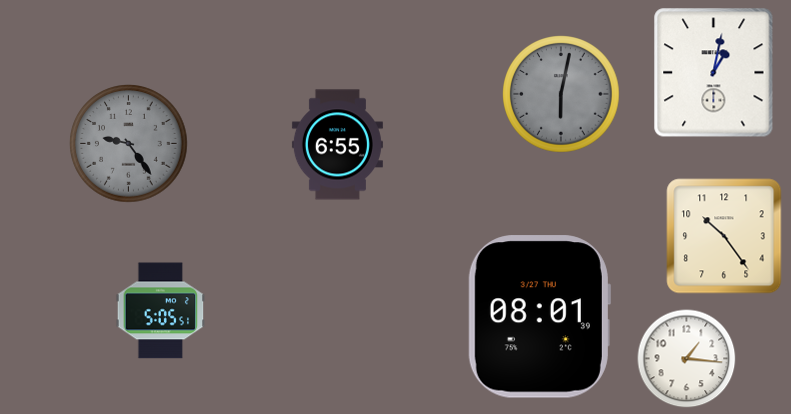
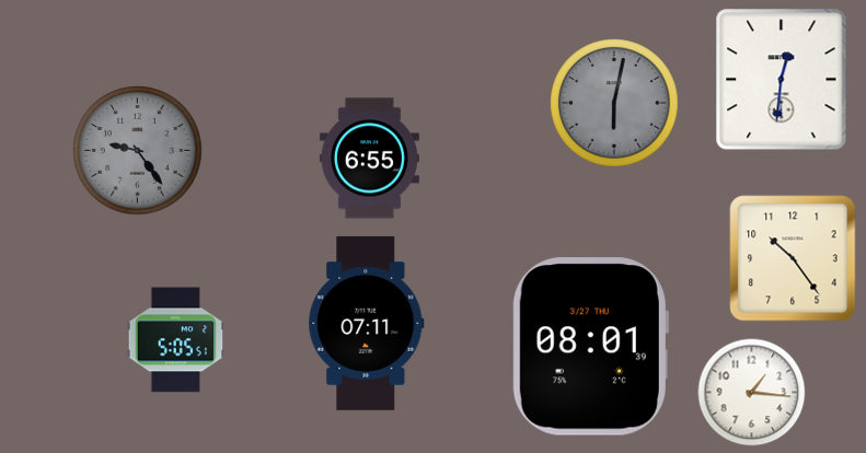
clock at (714, 73): 1:02 -> 12:31
clock at (129, 144) position: (129, 144) -> (138, 151)
clock at (367, 323): none -> 07:11
